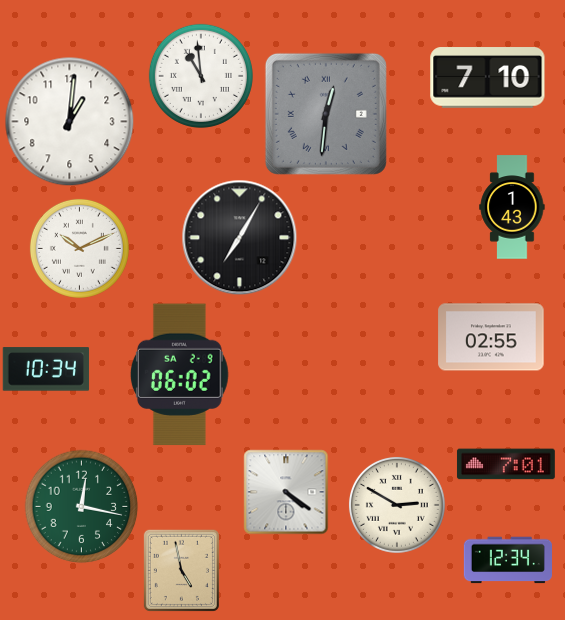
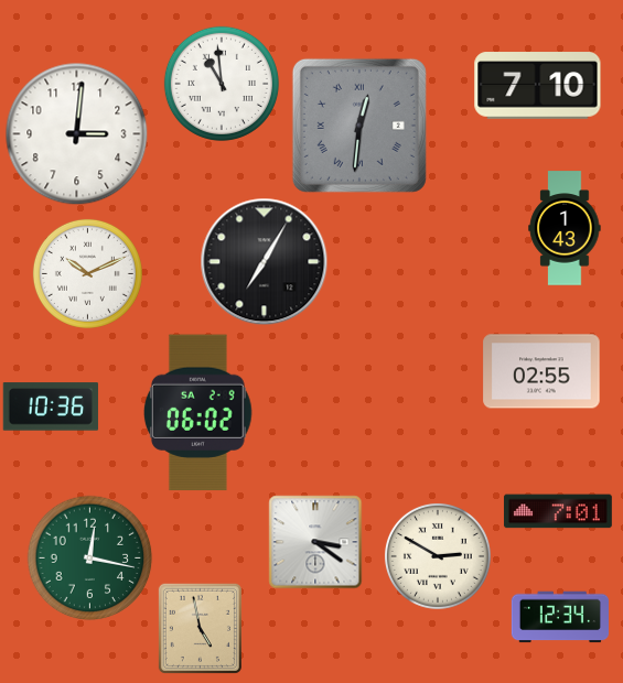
clock at (69, 121): 1:01 -> 3:01
clock at (46, 369): 10:34 -> 10:36
clock at (286, 492): 4:21 -> 3:21
